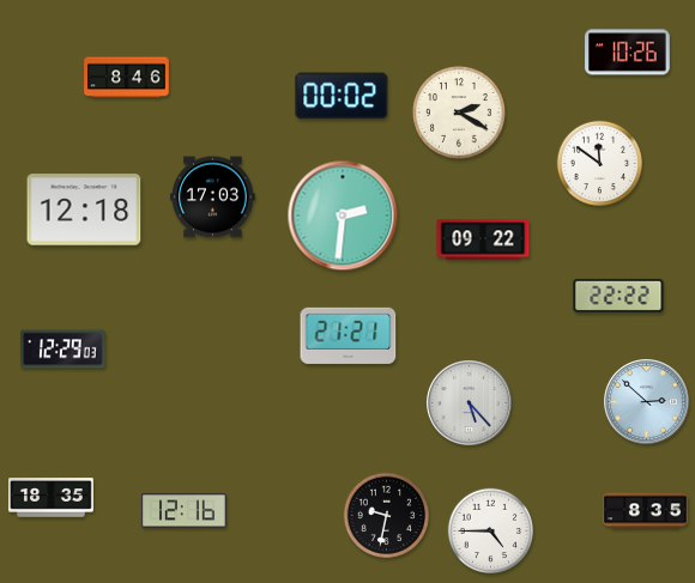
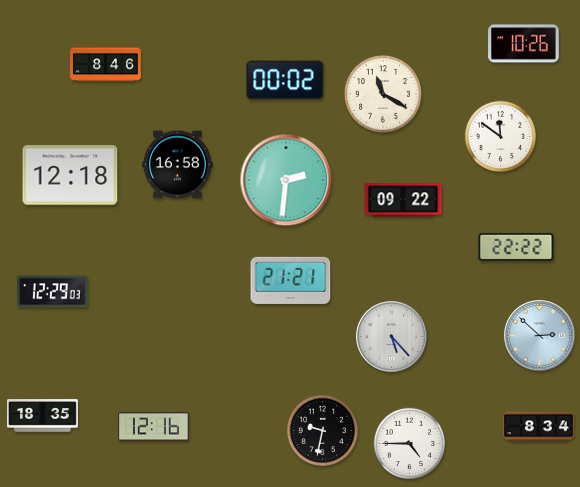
clock at (459, 113): 2:20 -> 11:20
clock at (213, 198): 17:03 -> 16:58
clock at (646, 511): 8:35 -> 8:34
